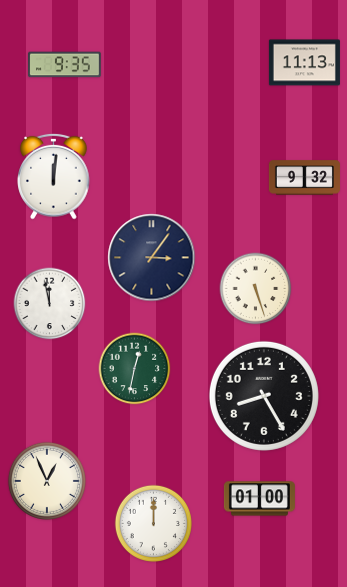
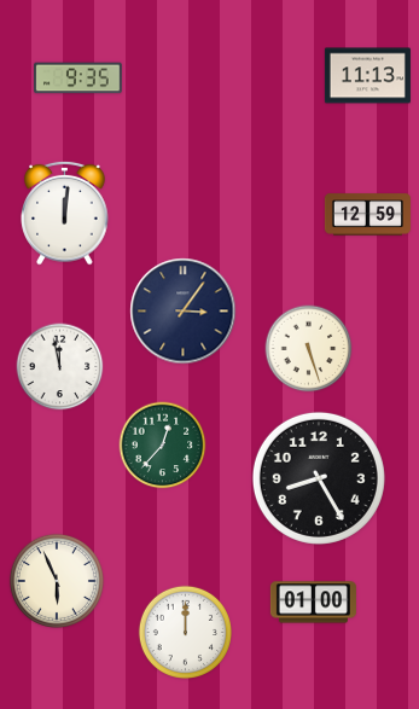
clock at (304, 178): 9:32 -> 12:59
clock at (135, 369): 12:32 -> 12:37
clock at (47, 481): 12:56 -> 5:56
